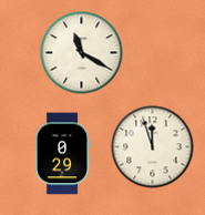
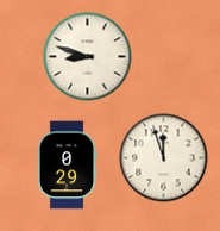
clock at (82, 53): 11:20 -> 8:48
